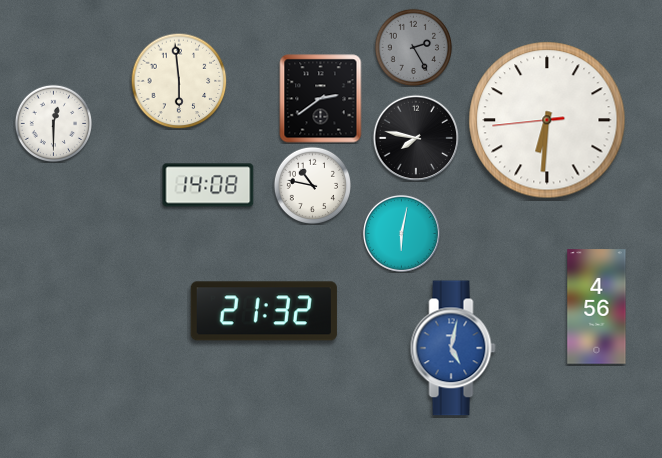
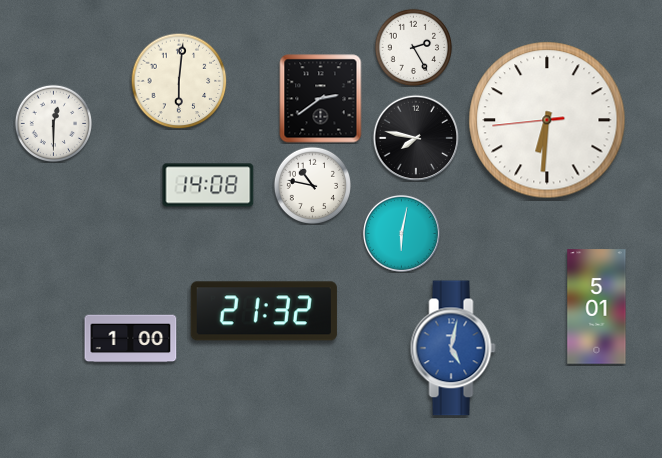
clock at (413, 47) dial: grey -> white
clock at (179, 81): 5:59 -> 6:01
clock at (597, 307): 4:56 -> 5:01
clock at (131, 339): none -> 1:00
